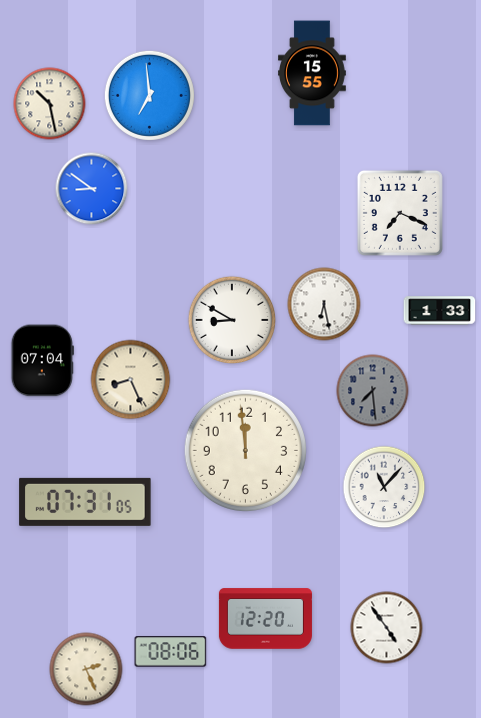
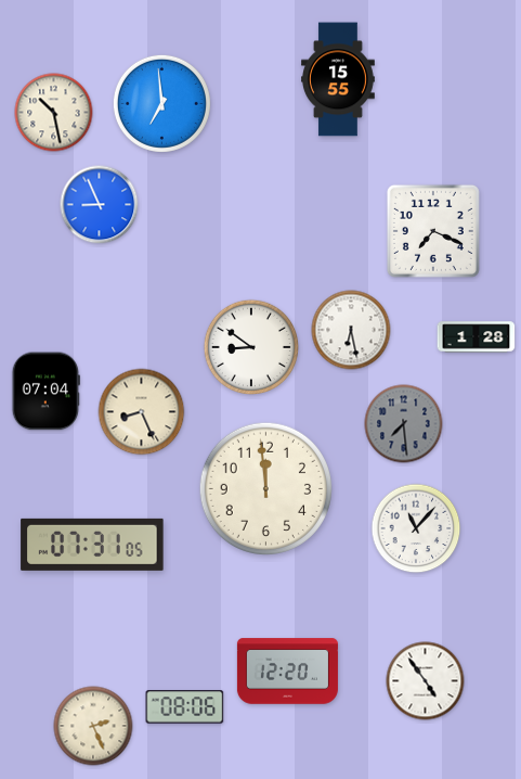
clock at (92, 189): 8:51 -> 8:56
clock at (440, 311): 1:33 -> 1:28
clock at (231, 319): 8:50 -> 8:51
clock at (387, 628) position: (387, 628) -> (426, 681)
